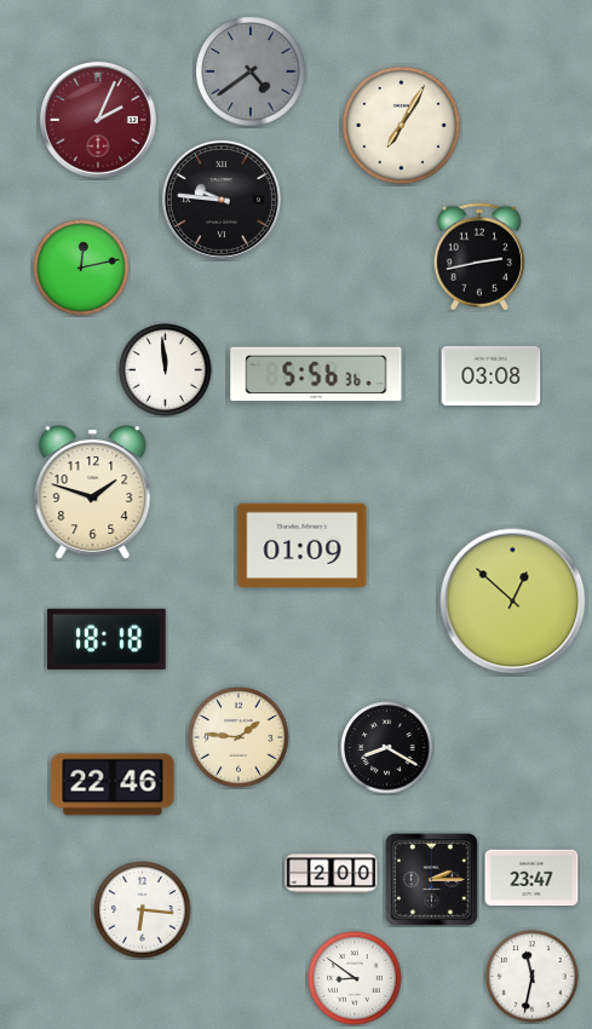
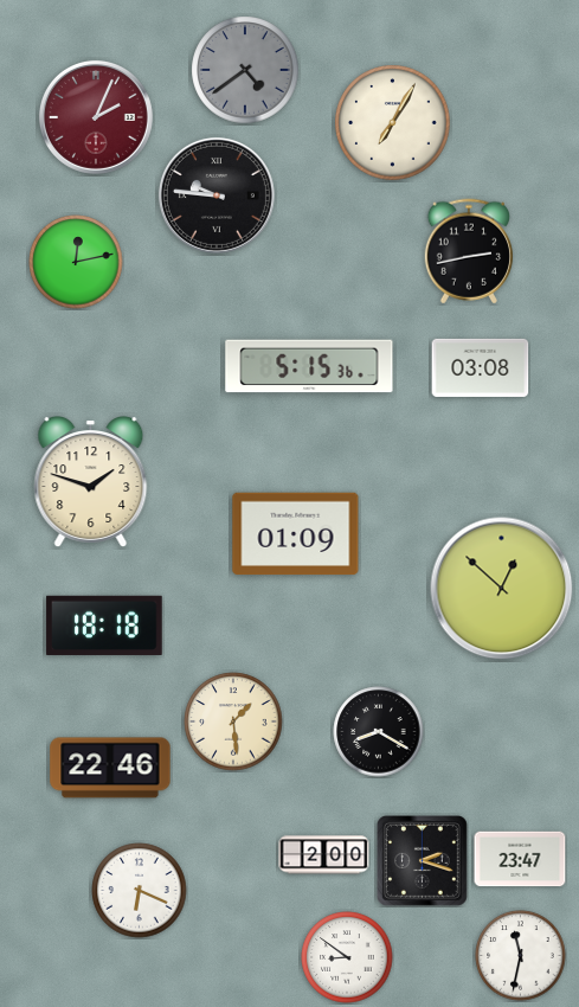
clock at (81, 268) position: (81, 268) -> (76, 262)
clock at (166, 370): 11:59 -> none
clock at (316, 374): 5:56 -> 5:15
clock at (238, 737): 1:46 -> 1:29
clock at (432, 880): 2:15 -> 2:18
clock at (143, 910): 6:16 -> 6:19
